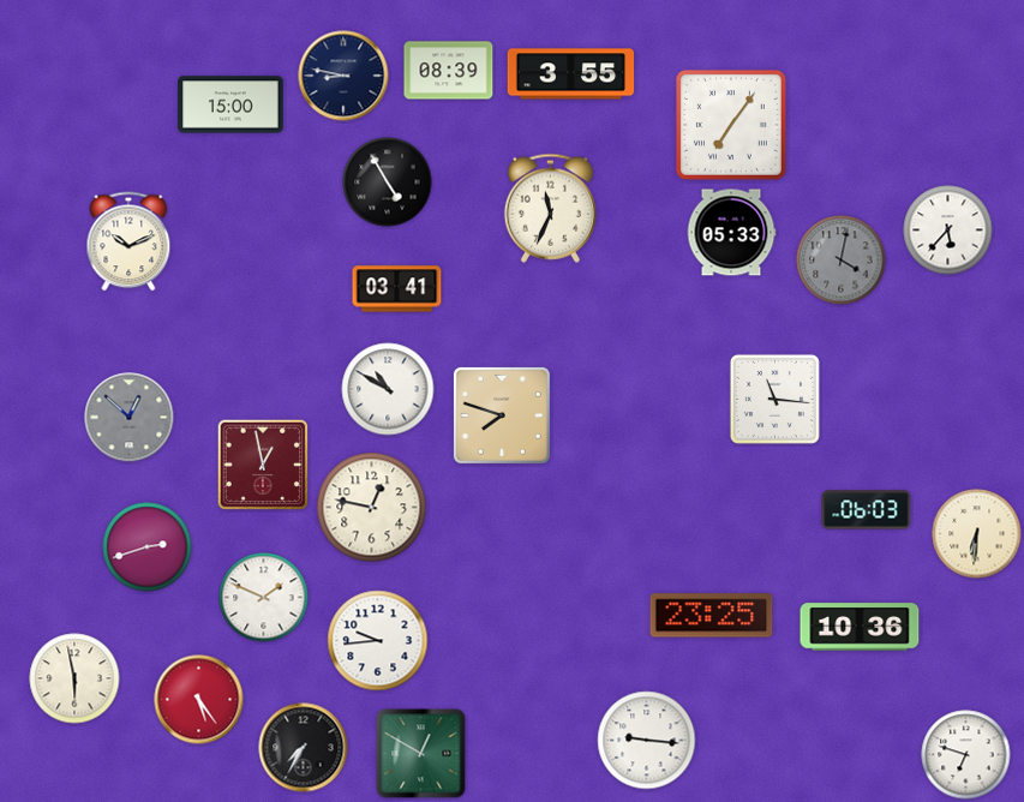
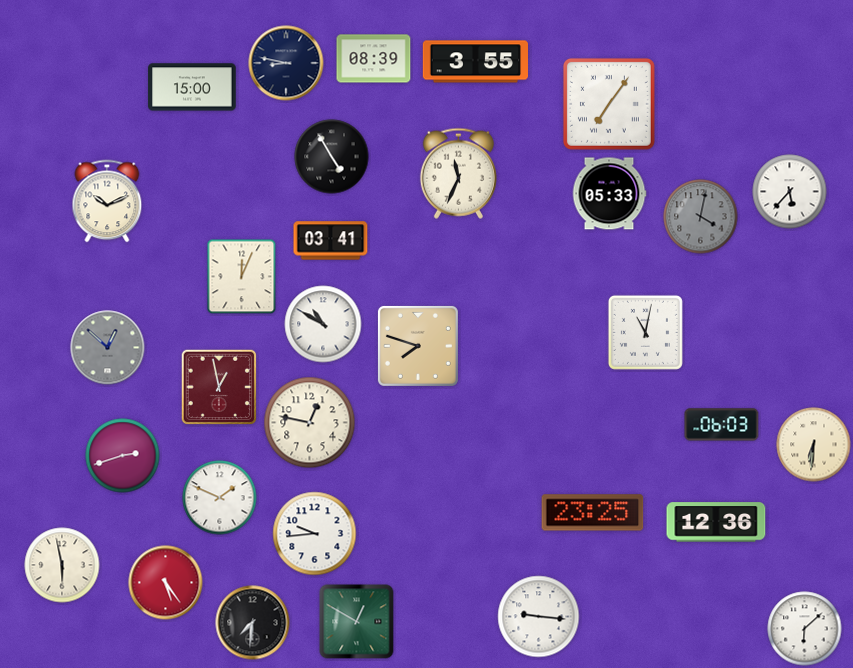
clock at (388, 182) position: (388, 182) -> (332, 157)
clock at (242, 277): none -> 12:04
clock at (774, 399): 11:16 -> 11:02
clock at (860, 627): 10:36 -> 12:36
clock at (304, 748): 7:35 -> 7:31
clock at (421, 754) position: (421, 754) -> (357, 622)
clock at (966, 755): 6:48 -> 6:08
